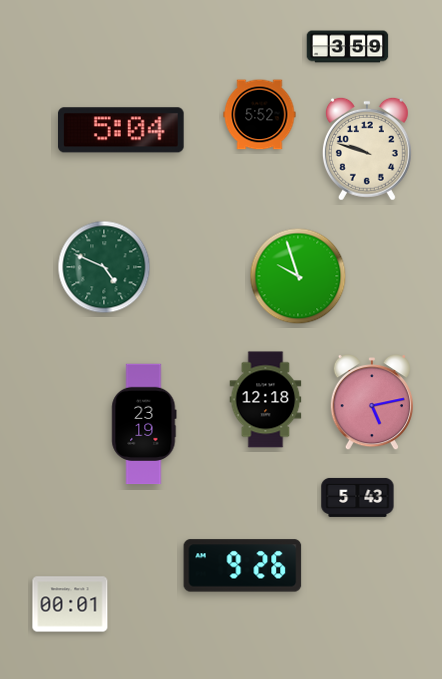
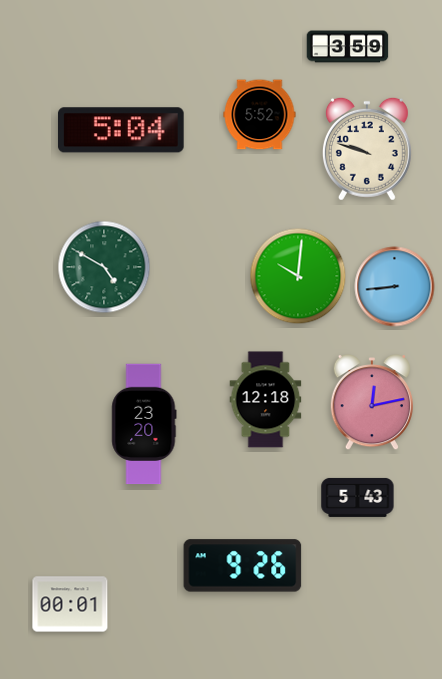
clock at (104, 267): 4:49 -> 4:50
clock at (298, 276): 9:57 -> 10:01
clock at (395, 287): none -> 8:44
clock at (371, 403): 5:13 -> 12:13
clock at (144, 424): 23:19 -> 23:20
